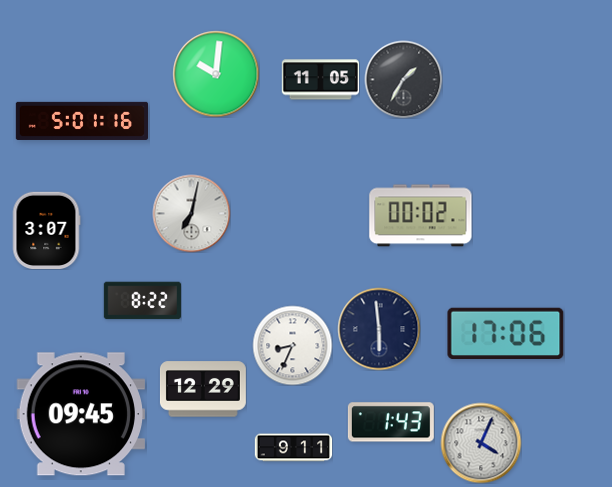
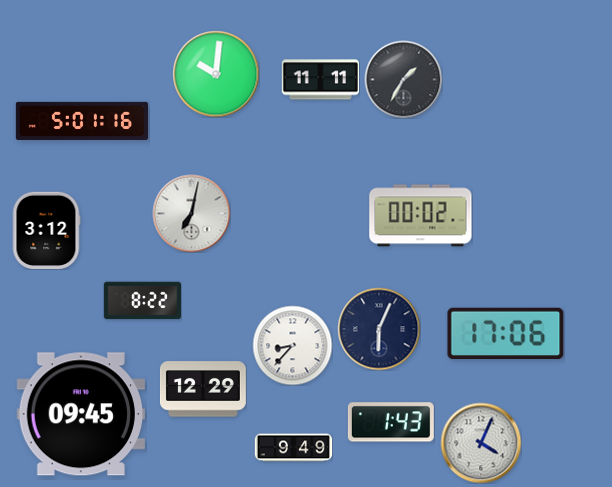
clock at (320, 80): 11:05 -> 11:11
clock at (46, 230): 3:07 -> 3:12
clock at (379, 329): 5:59 -> 6:04
clock at (292, 345): 8:34 -> 8:37
clock at (293, 448): 9:11 -> 9:49
